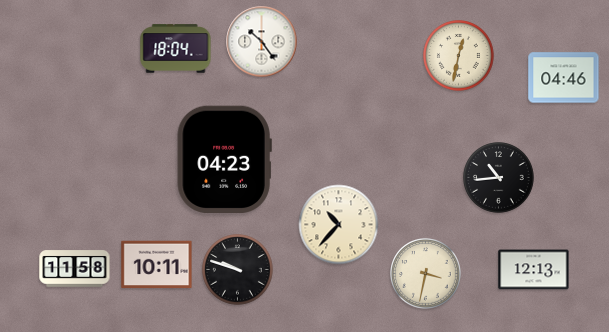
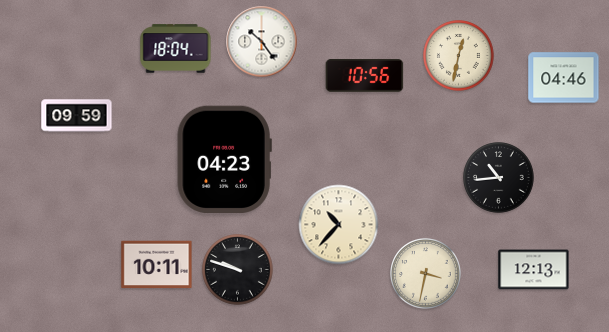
clock at (365, 76): none -> 10:56
clock at (77, 116): none -> 09:59
clock at (75, 269): 11:58 -> none
